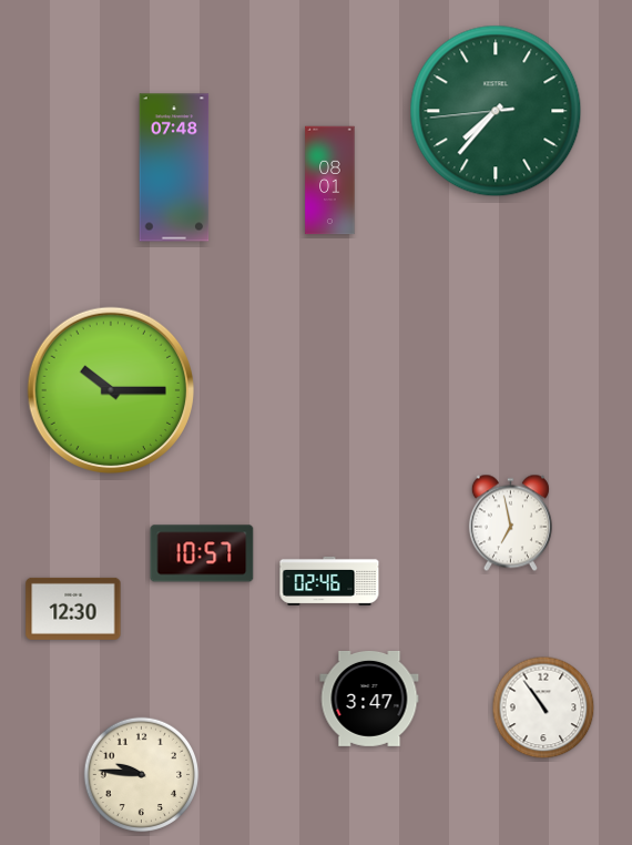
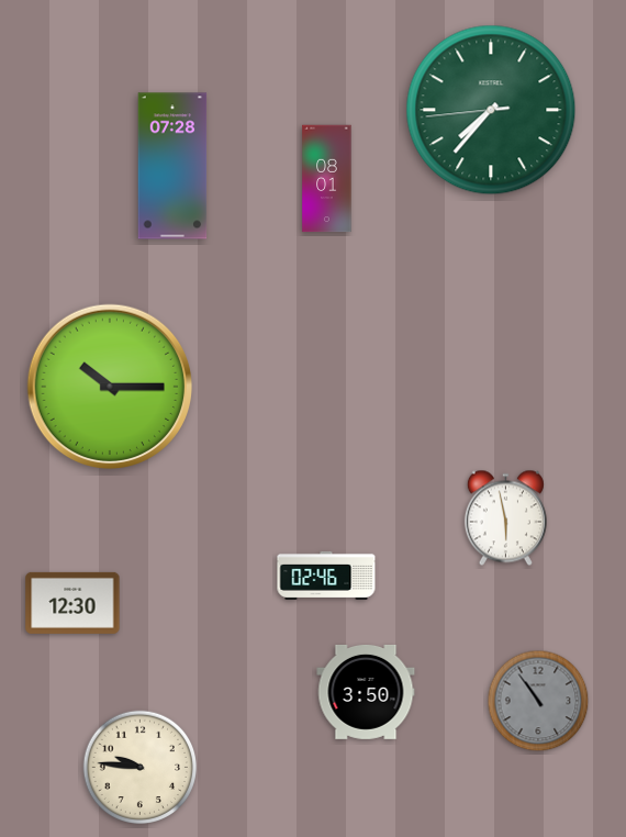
clock at (174, 167): 07:48 -> 07:28
clock at (510, 523): 6:58 -> 5:58
clock at (202, 553): 10:57 -> none
clock at (369, 699): 3:47 -> 3:50
clock at (543, 707) dial: white -> grey
